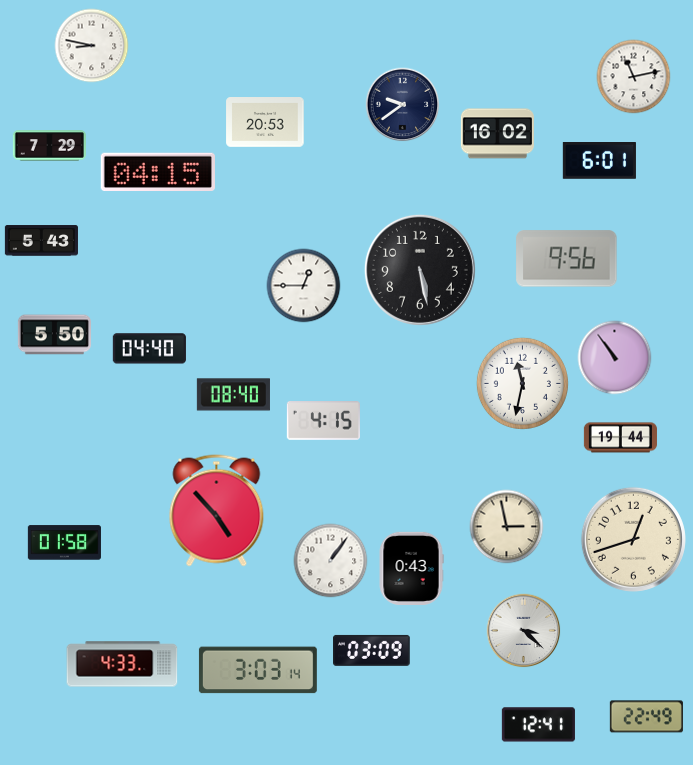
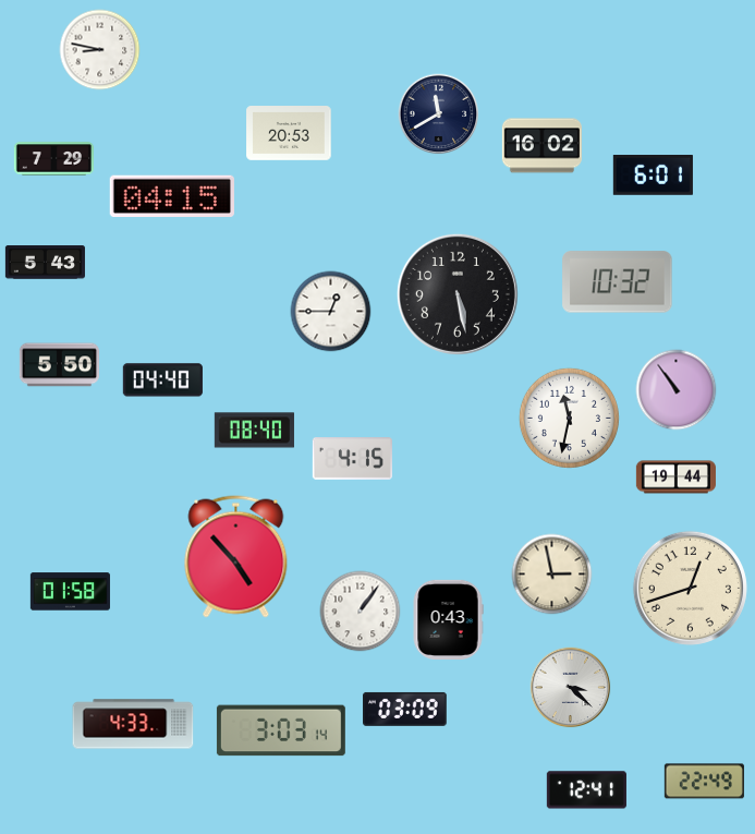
clock at (634, 77): 11:13 -> none
clock at (403, 105): 9:39 -> 11:40
clock at (158, 171) position: (158, 171) -> (172, 195)
clock at (567, 259): 9:56 -> 10:32
clock at (615, 358) position: (615, 358) -> (677, 390)
